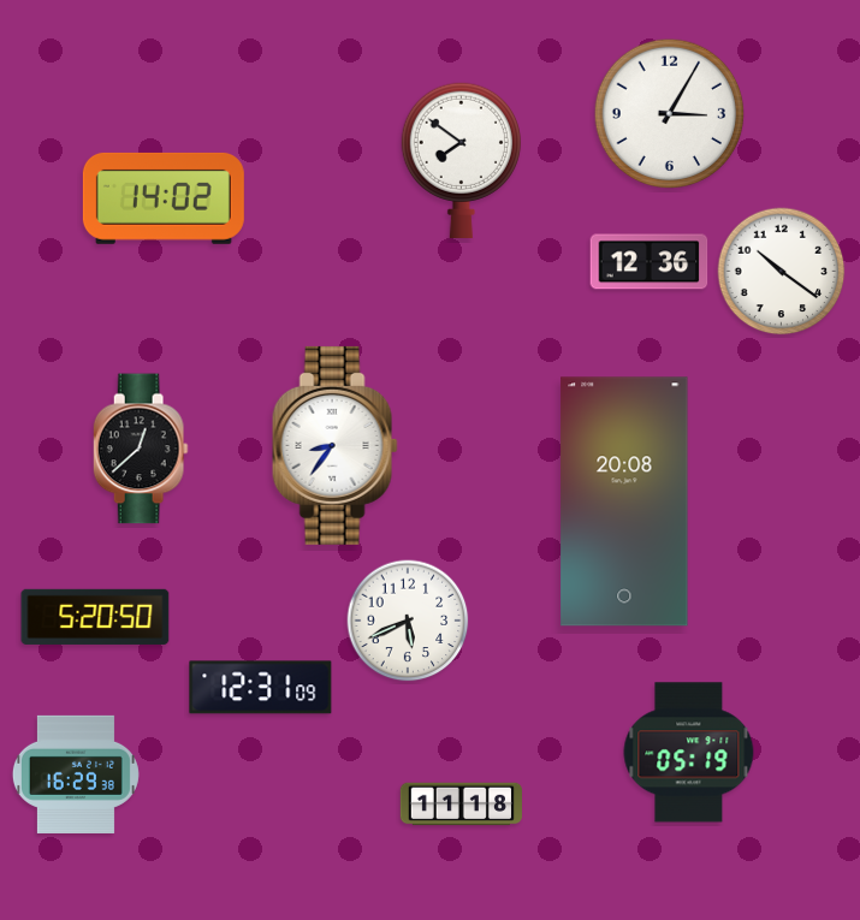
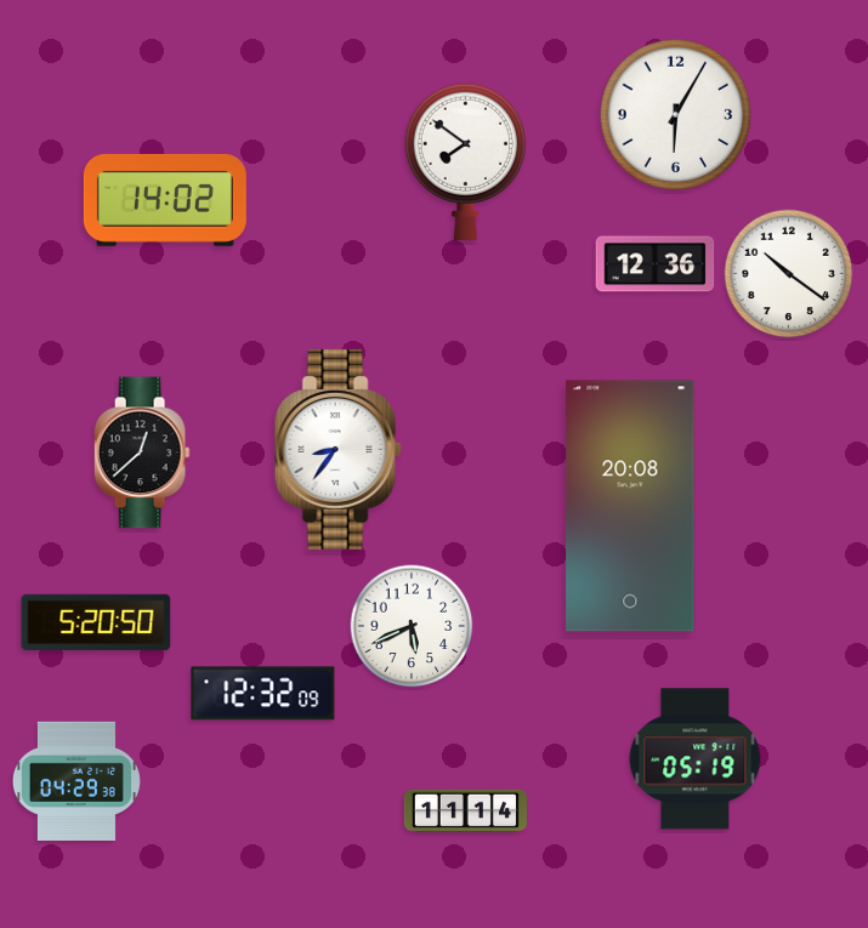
clock at (670, 114): 3:05 -> 6:05
clock at (261, 688): 12:31 -> 12:32
clock at (76, 774): 16:29 -> 04:29
clock at (461, 805): 11:18 -> 11:14
